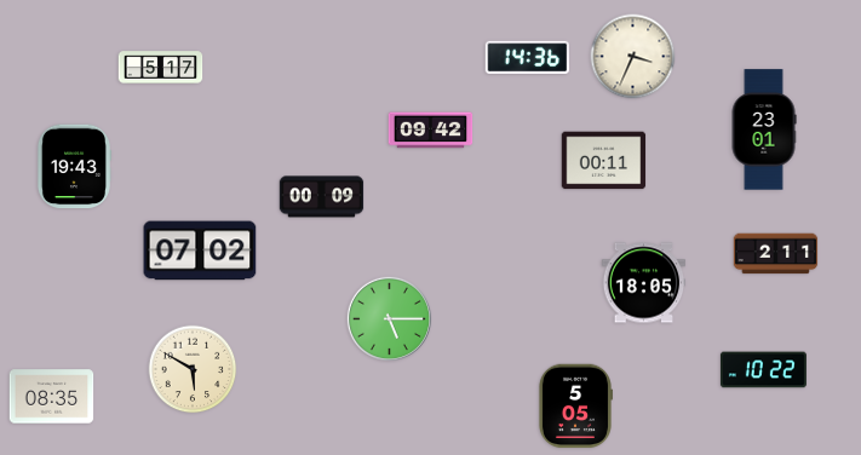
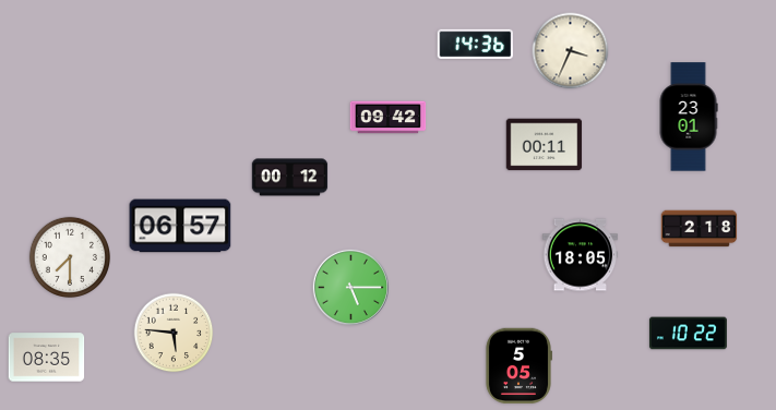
clock at (528, 57) position: (528, 57) -> (476, 44)
clock at (161, 68): 5:17 -> none
clock at (73, 167): 19:43 -> none
clock at (322, 197): 00:09 -> 00:12
clock at (200, 250): 07:02 -> 06:57
clock at (776, 254): 2:11 -> 2:18
clock at (69, 256): none -> 7:30
clock at (193, 369): 5:50 -> 5:46
